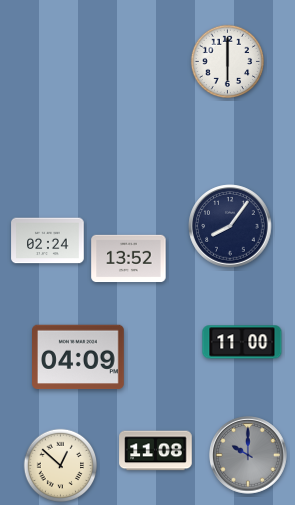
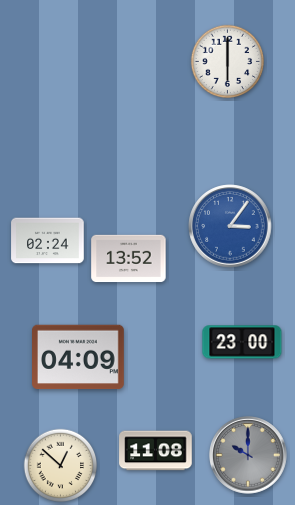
clock at (230, 226): 8:06 -> 3:06
clock at (230, 226) dial: navy -> blue
clock at (242, 342): 11:00 -> 23:00
